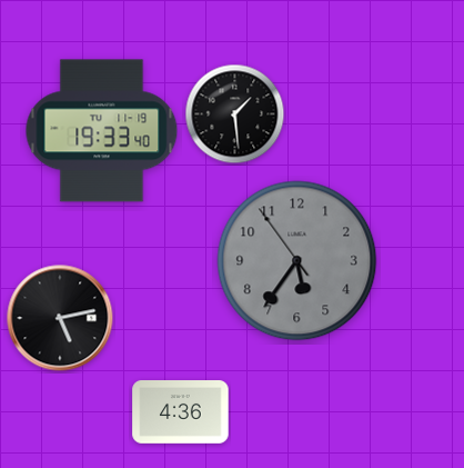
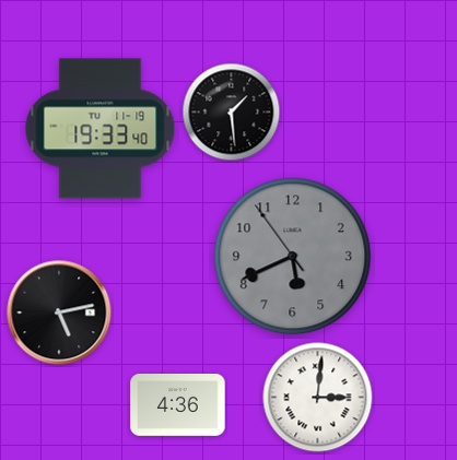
clock at (297, 261): 5:35 -> 5:40
clock at (318, 398): none -> 3:01
